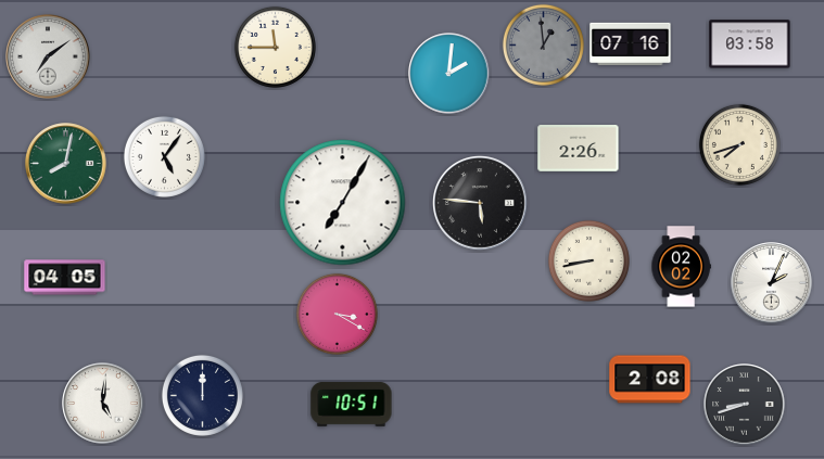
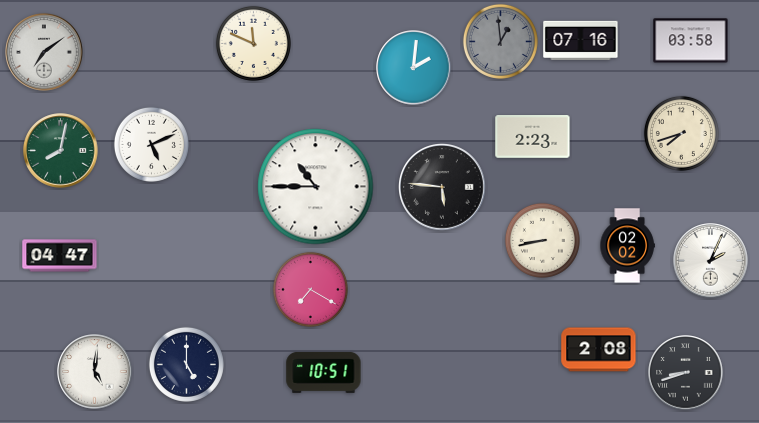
clock at (275, 47): 11:45 -> 11:49
clock at (579, 149): 2:26 -> 2:23
clock at (164, 156): 5:06 -> 5:11
clock at (343, 203): 7:05 -> 10:45
clock at (65, 278): 04:05 -> 04:47
clock at (337, 314): 3:20 -> 7:20
clock at (202, 395): 12:00 -> 5:00
